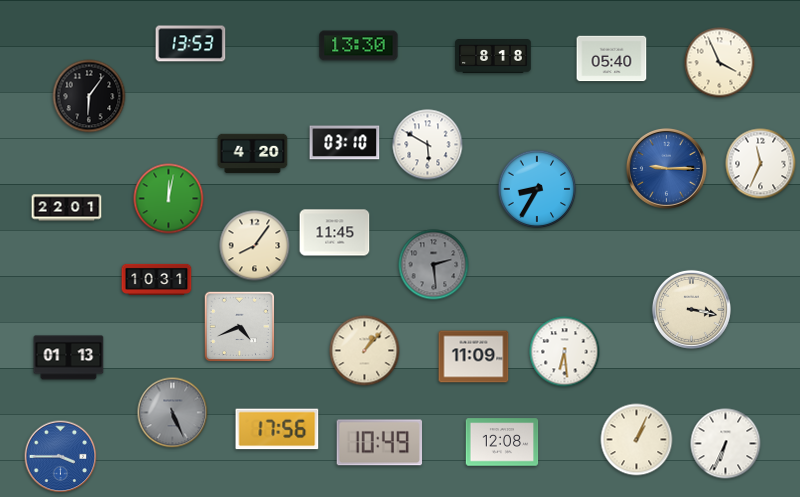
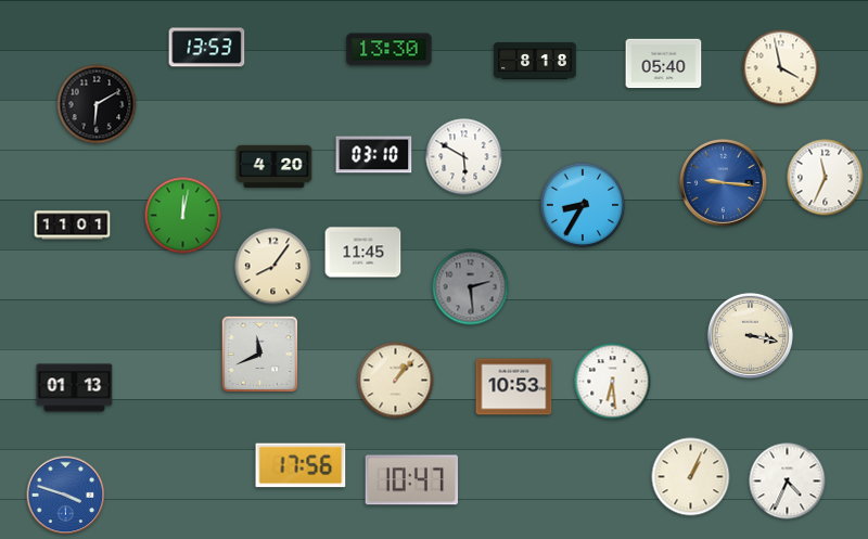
clock at (720, 63): 3:56 -> 3:58
clock at (89, 96): 6:06 -> 6:10
clock at (666, 168): 9:15 -> 9:16
clock at (67, 208): 22:01 -> 11:01
clock at (255, 246) position: (255, 246) -> (273, 267)
clock at (157, 279): 10:31 -> none
clock at (240, 327): 4:41 -> 11:41
clock at (474, 357): 11:09 -> 10:53
clock at (173, 413): 5:26 -> none
clock at (502, 442): 12:08 -> none
clock at (380, 443): 10:49 -> 10:47
clock at (726, 444): 6:34 -> 4:34
clock at (61, 457): 3:45 -> 3:48
